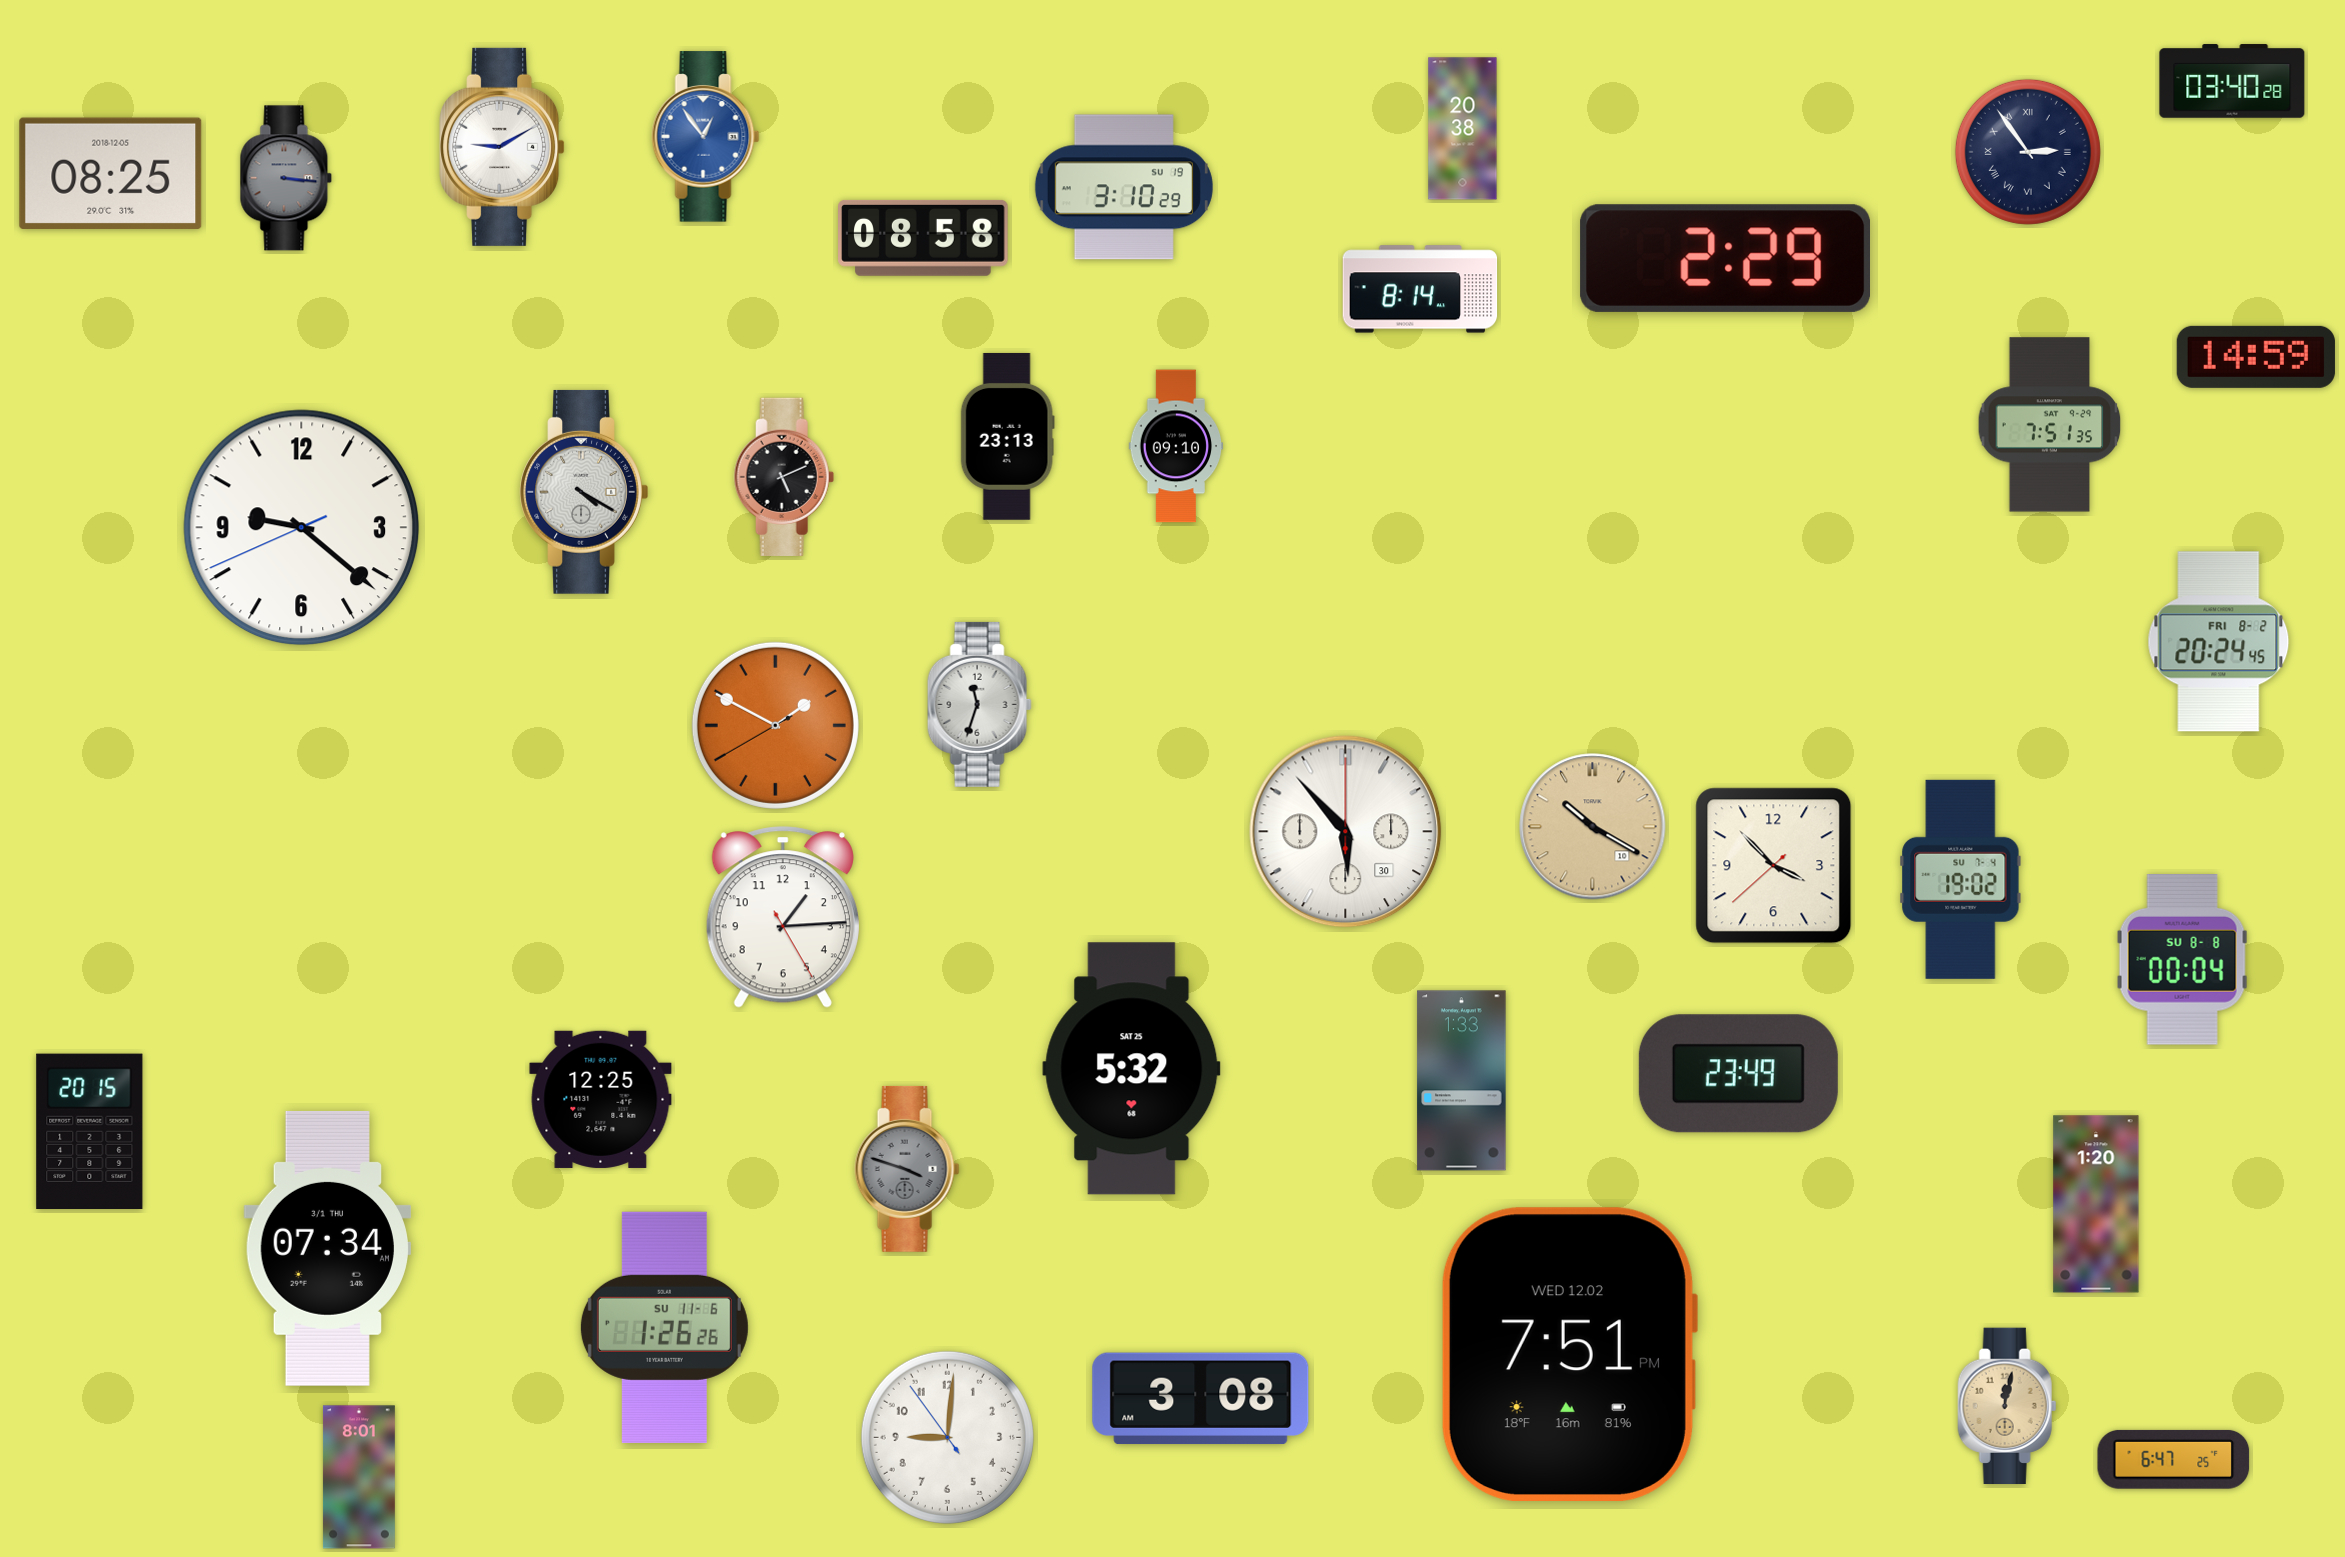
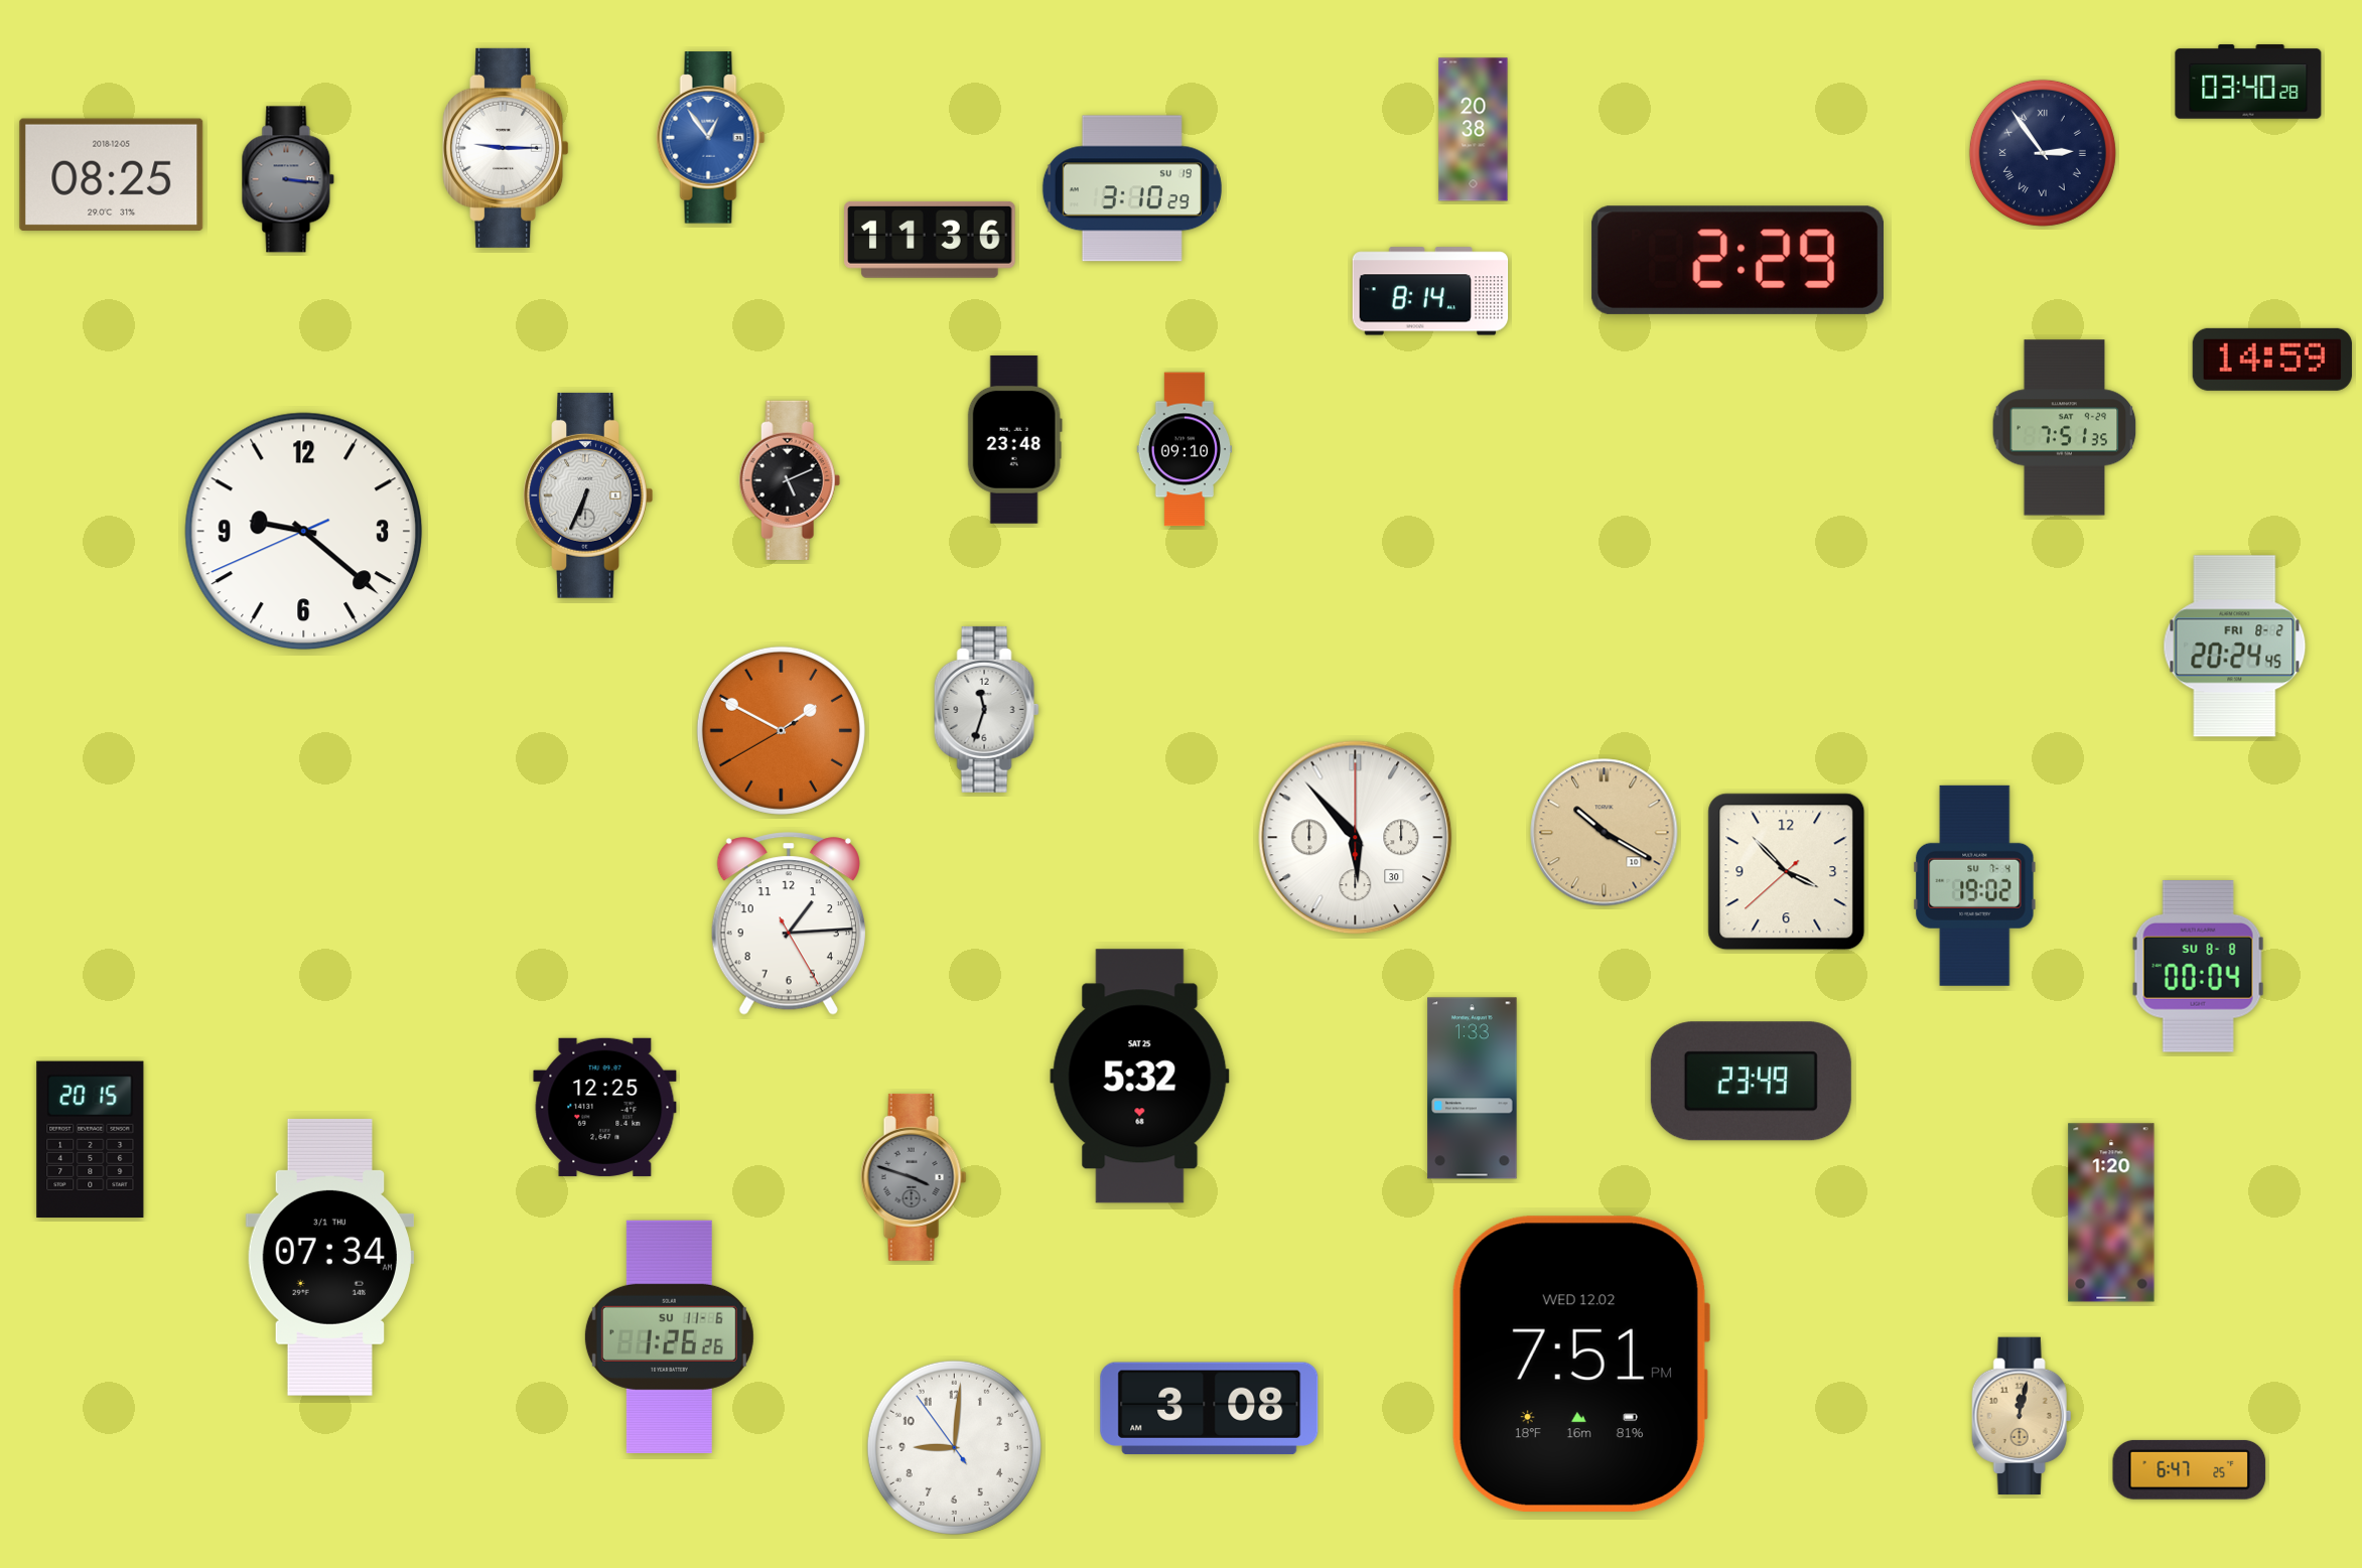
clock at (502, 147): 9:10 -> 9:15
clock at (923, 238): 08:58 -> 11:36
clock at (1007, 436): 23:13 -> 23:48
clock at (584, 492): 4:20 -> 6:34
clock at (359, 1477): 8:01 -> none
